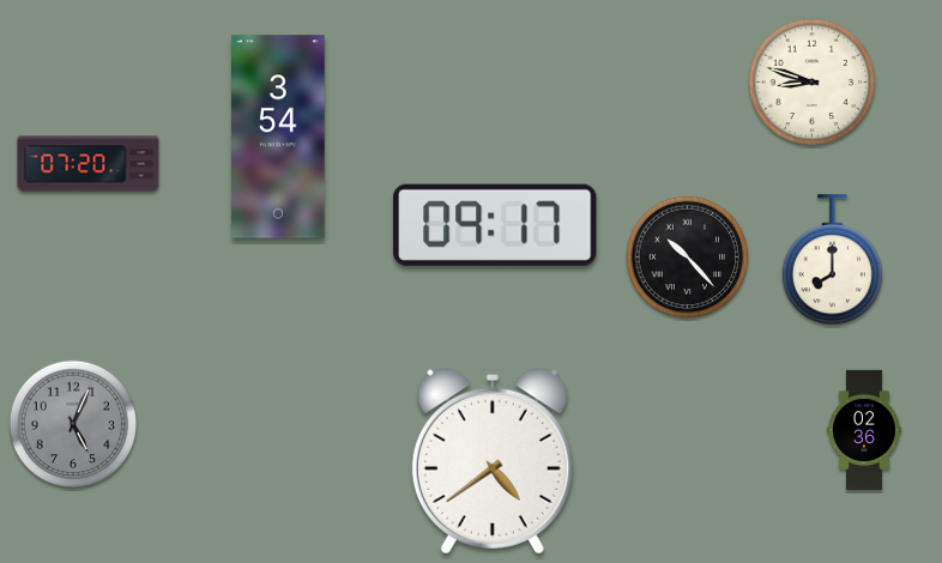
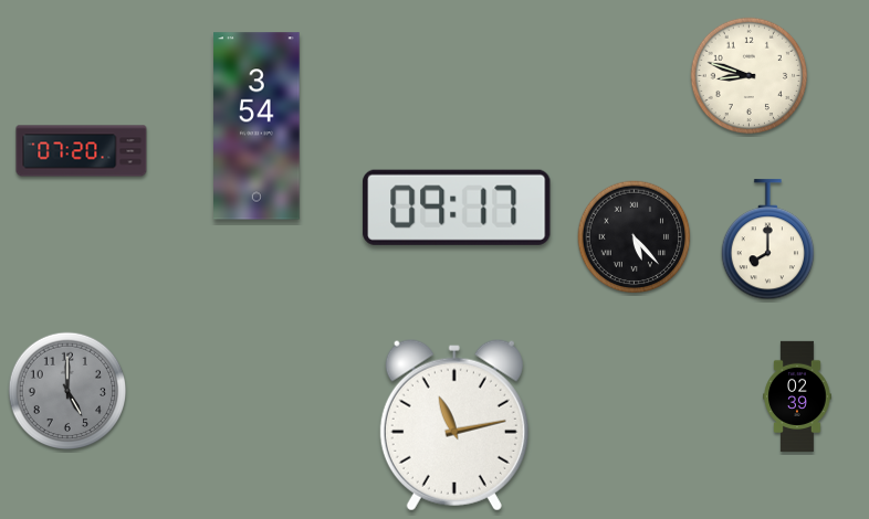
clock at (688, 258): 10:23 -> 5:23
clock at (73, 424): 5:04 -> 5:00
clock at (864, 429): 02:36 -> 02:39
clock at (493, 461): 4:39 -> 11:13
